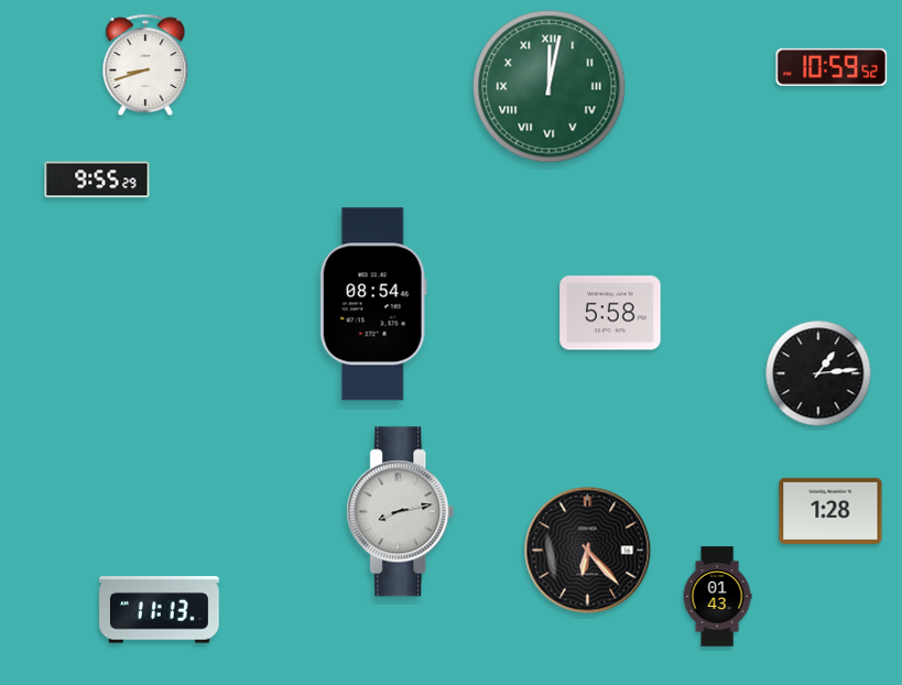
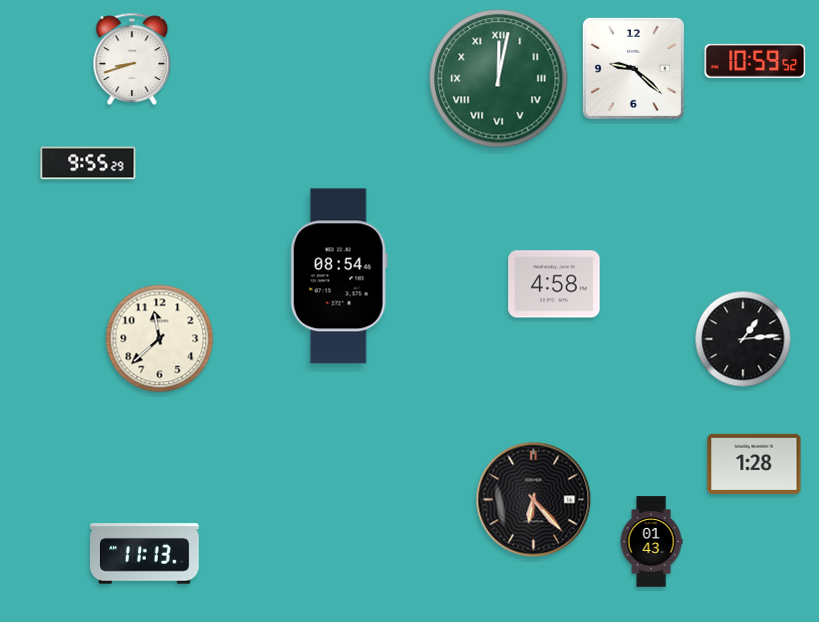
clock at (633, 68): none -> 9:22
clock at (610, 313): 5:58 -> 4:58
clock at (160, 339): none -> 11:38
clock at (401, 512): 8:13 -> none
